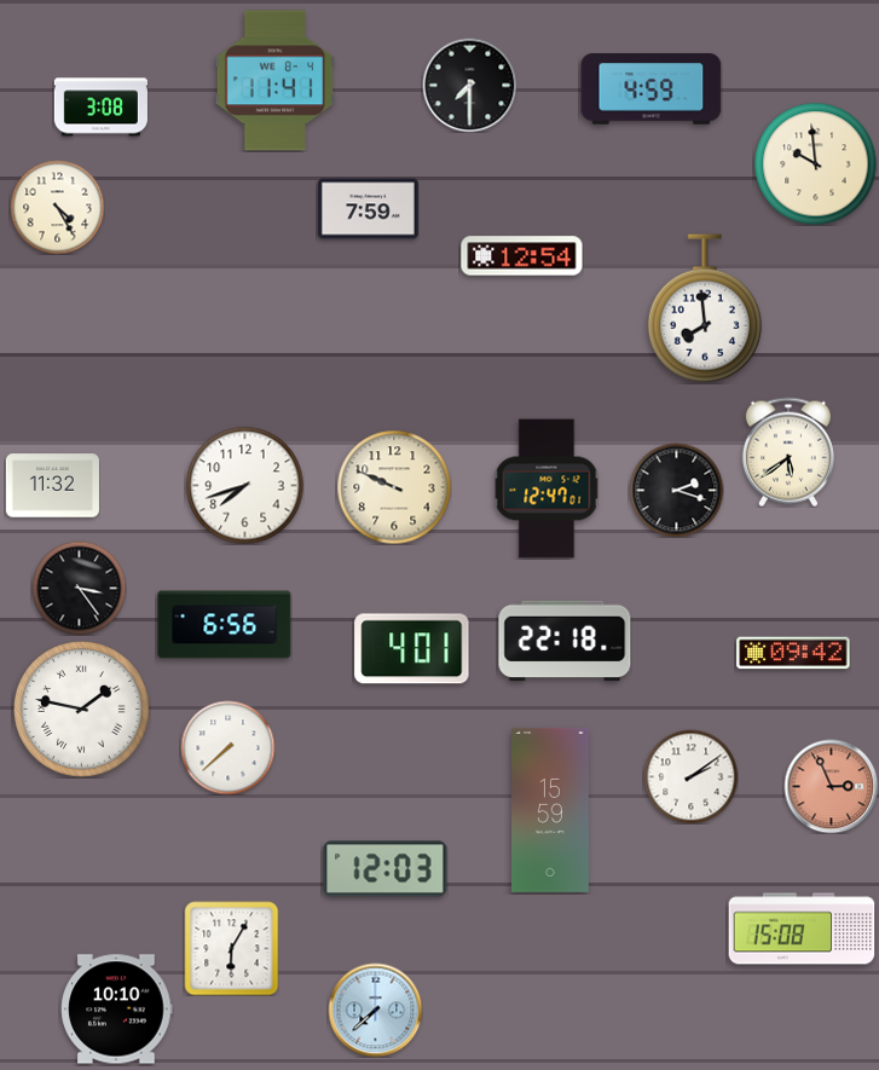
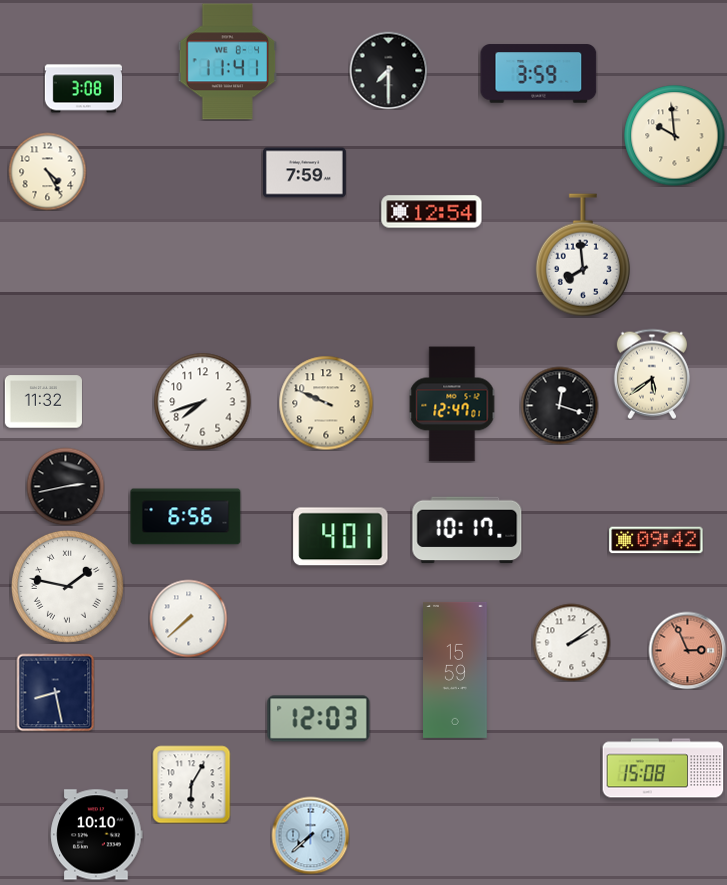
clock at (276, 81) position: (276, 81) -> (228, 62)
clock at (652, 89): 4:59 -> 3:59
clock at (676, 490): 2:18 -> 12:18
clock at (79, 588): 3:24 -> 2:43
clock at (565, 641): 22:18 -> 10:17
clock at (55, 692): none -> 8:28
